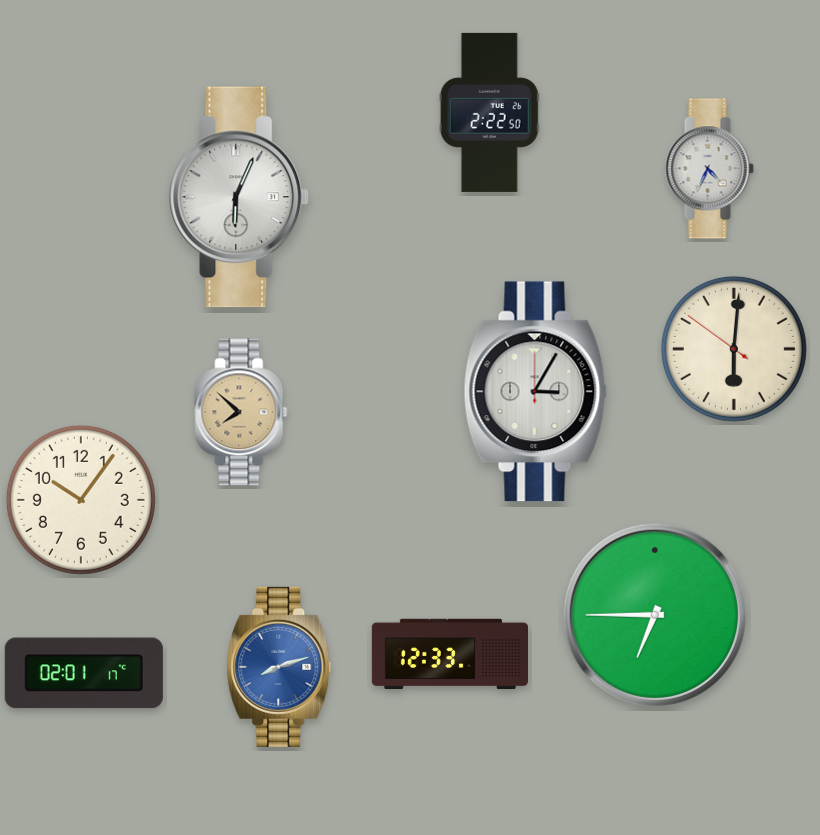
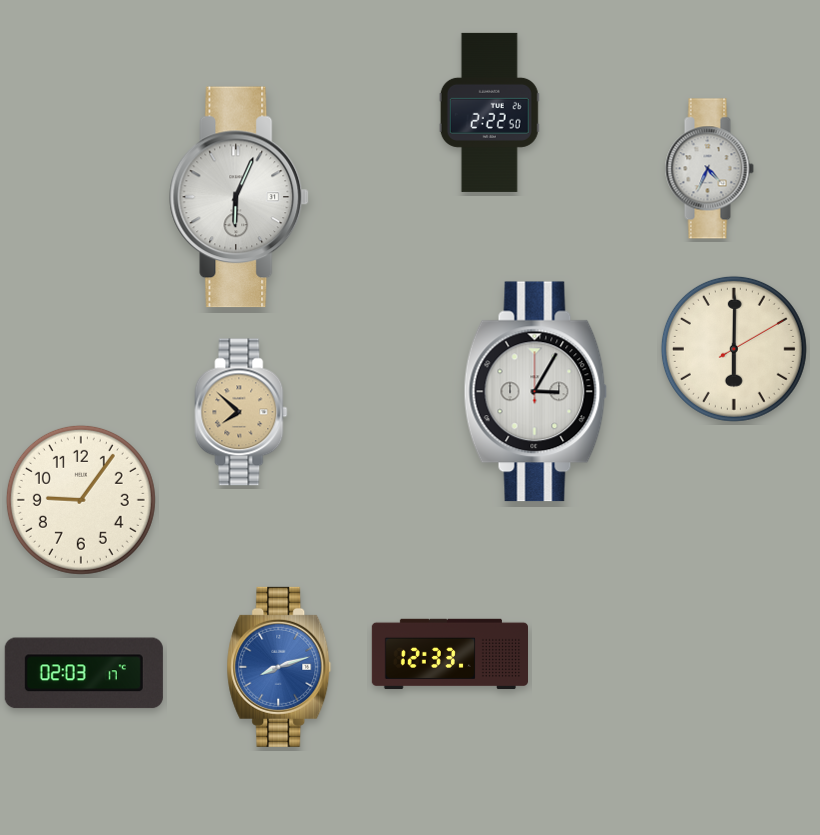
clock at (734, 349): 6:00:51 -> 6:00:10
clock at (81, 500): 10:06 -> 9:06
clock at (655, 615): 6:45 -> none
clock at (84, 673): 02:01 -> 02:03
